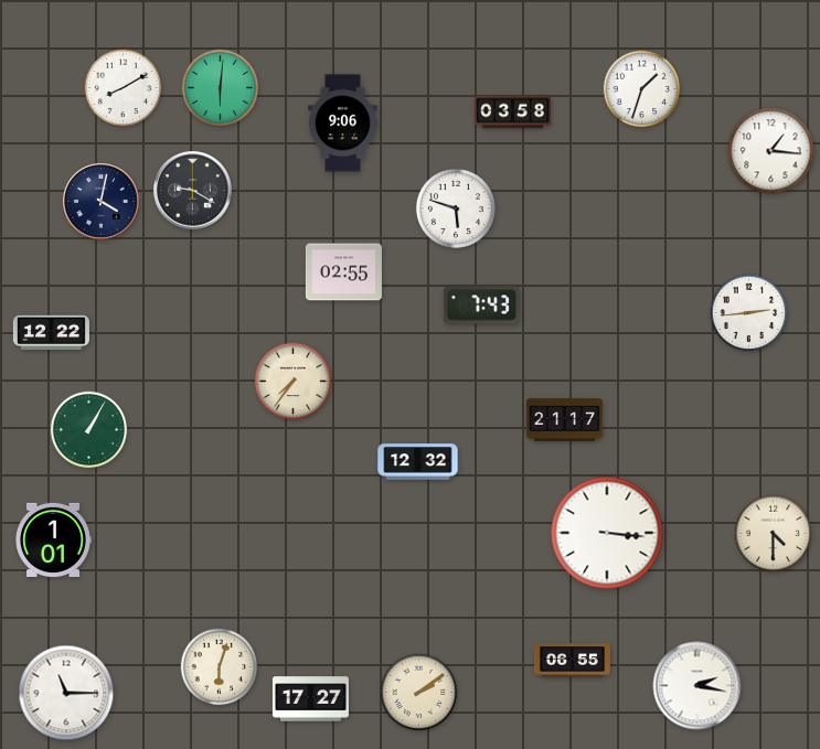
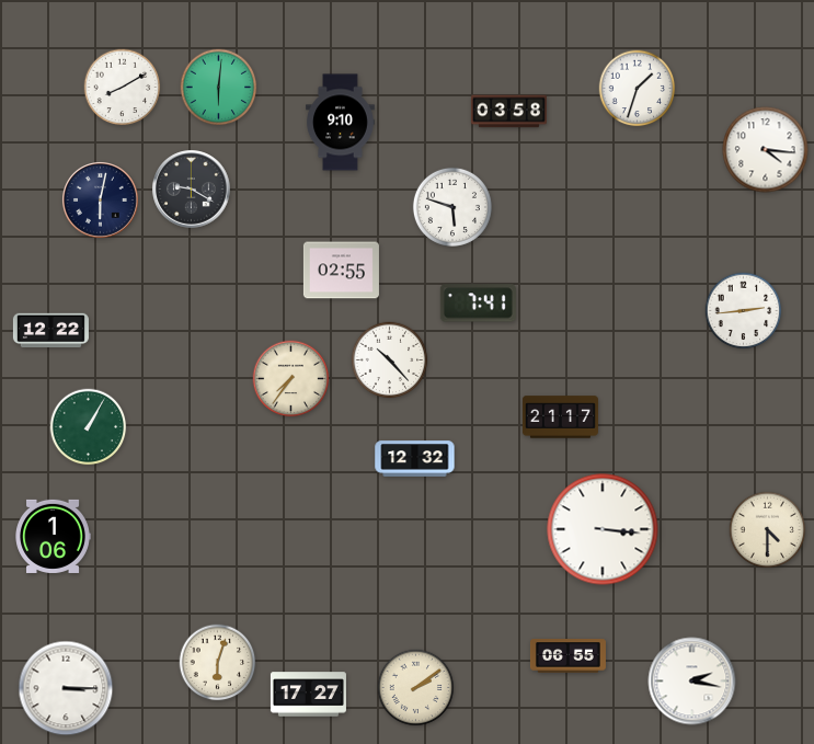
clock at (343, 124): 9:06 -> 9:10
clock at (771, 151): 1:16 -> 4:16
clock at (102, 202): 4:02 -> 6:02
clock at (481, 306): 7:43 -> 7:41
clock at (390, 360): none -> 10:23
clock at (53, 539): 1:01 -> 1:06
clock at (66, 693): 11:15 -> 3:15
